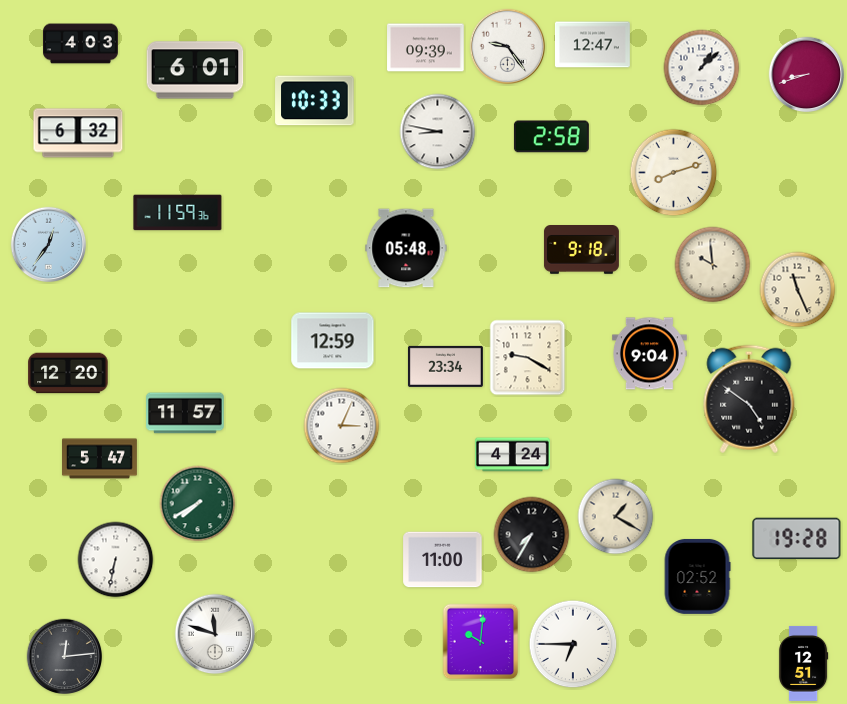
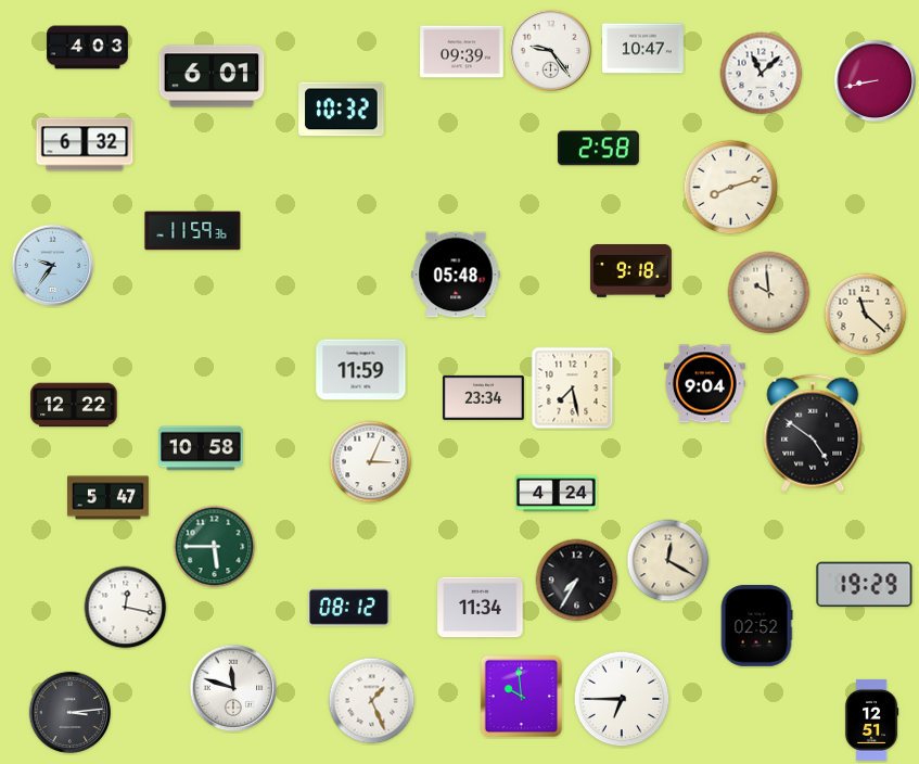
clock at (592, 45): 12:47 -> 10:47
clock at (702, 68): 1:08 -> 11:08
clock at (807, 75): 8:42 -> 8:43
clock at (315, 101): 10:33 -> 10:32
clock at (438, 132): 8:47 -> none
clock at (49, 245): 12:36 -> 9:36
clock at (406, 248) position: (406, 248) -> (456, 275)
clock at (713, 265) position: (713, 265) -> (769, 293)
clock at (798, 290): 11:26 -> 11:22
clock at (333, 341): 12:59 -> 11:59
clock at (528, 358): 9:20 -> 7:28
clock at (68, 373): 12:20 -> 12:22
clock at (185, 413): 11:57 -> 10:58
clock at (198, 504): 7:40 -> 5:45
clock at (616, 517): 1:20 -> 12:20
clock at (797, 539): 19:28 -> 19:29
clock at (116, 560): 6:32 -> 12:17
clock at (348, 608): none -> 08:12
clock at (443, 560): 11:00 -> 11:34
clock at (481, 642): 10:01 -> 9:59
clock at (372, 701): none -> 1:26
clock at (65, 657): 12:14 -> 3:14
